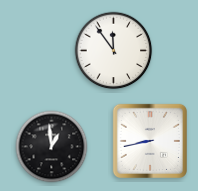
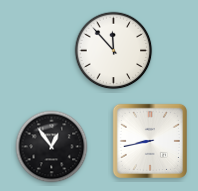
clock at (114, 51): 11:54 -> 11:53
clock at (52, 147): 12:59 -> 12:54
